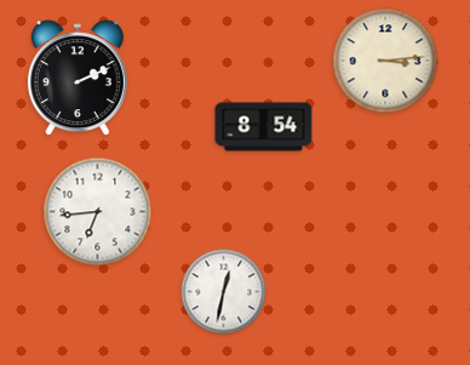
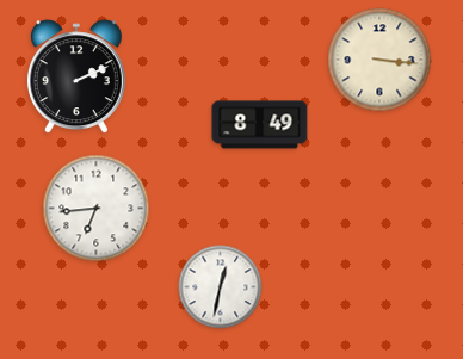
clock at (385, 61): 3:14 -> 3:16
clock at (264, 127): 8:54 -> 8:49
